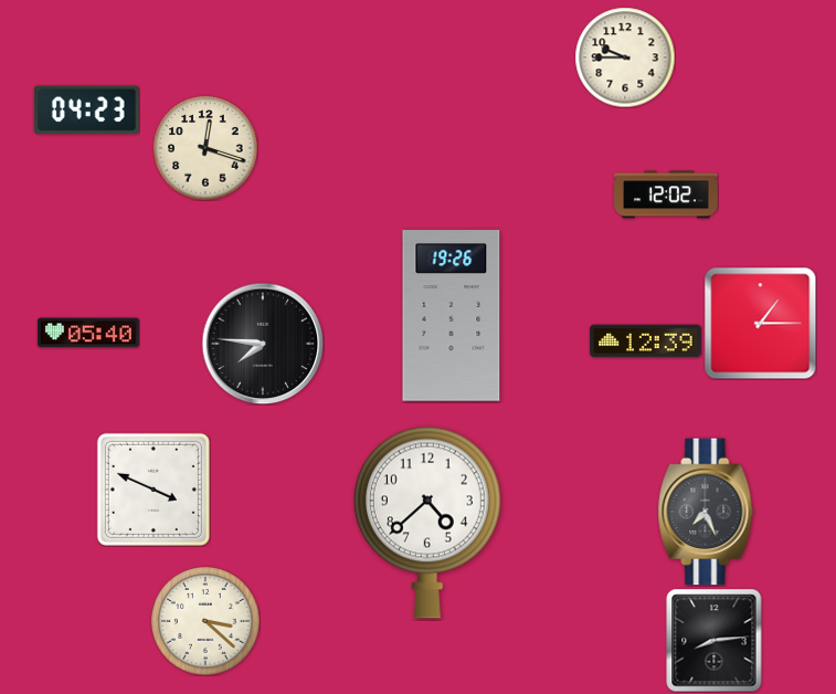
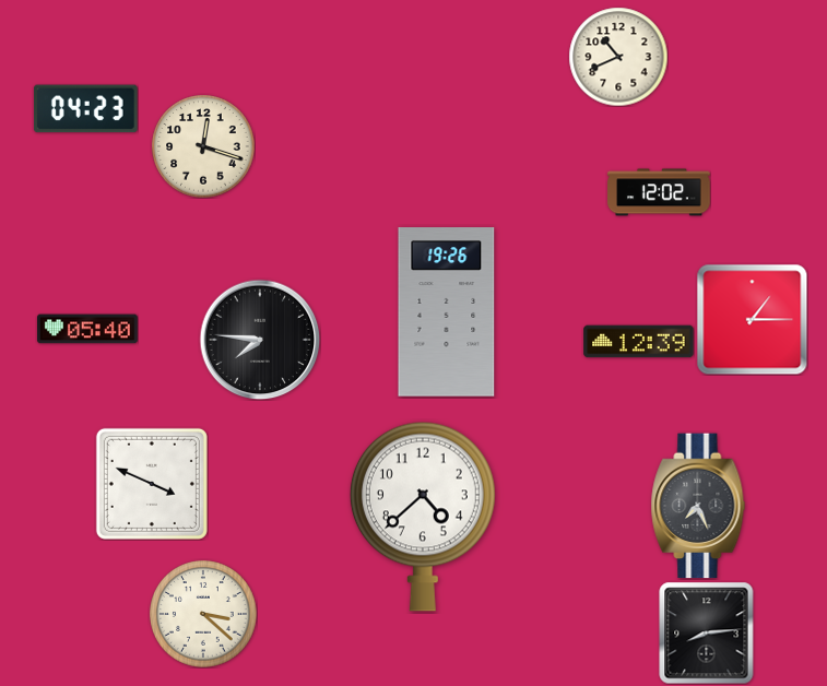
clock at (625, 57): 9:45 -> 10:41
clock at (646, 341) position: (646, 341) -> (639, 342)
